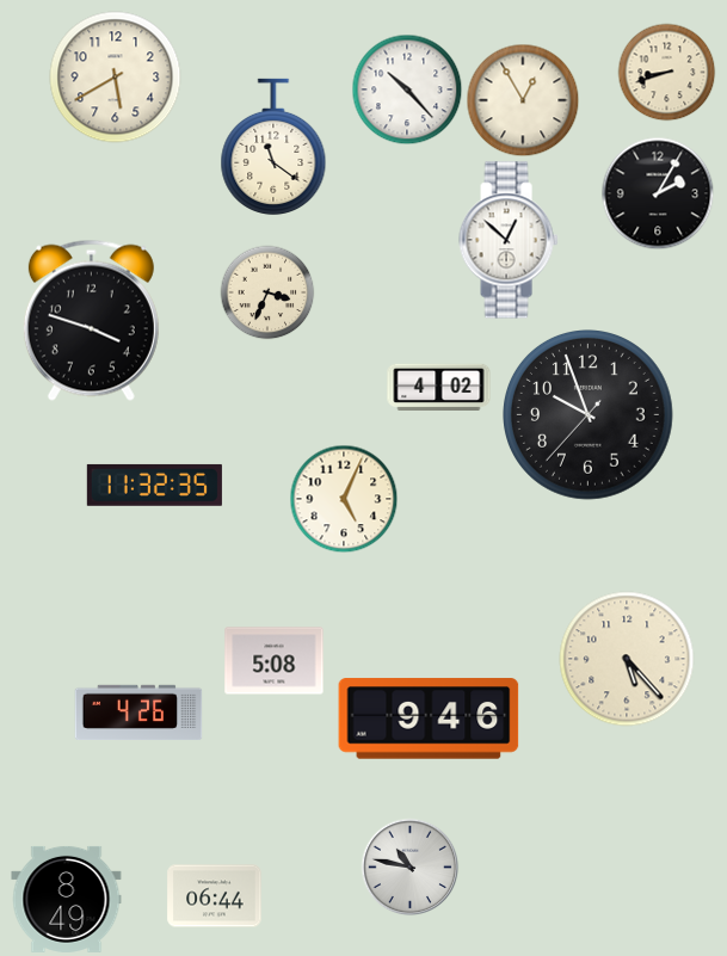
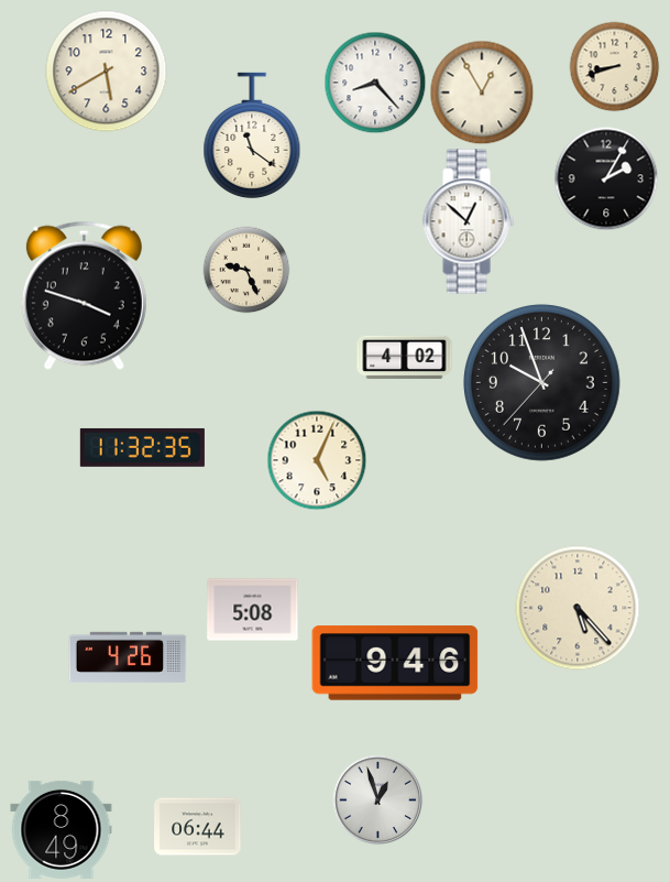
clock at (407, 90): 10:23 -> 8:23
clock at (267, 292): 3:34 -> 9:26
clock at (409, 866): 10:47 -> 12:57
